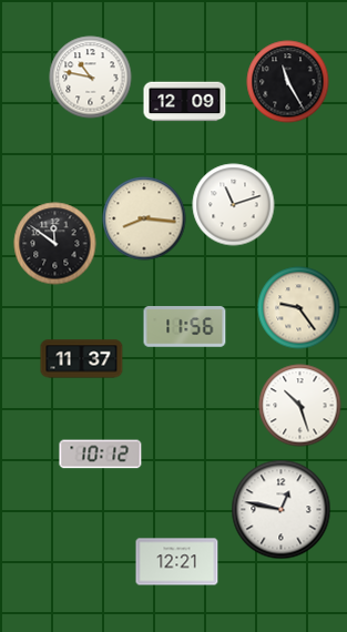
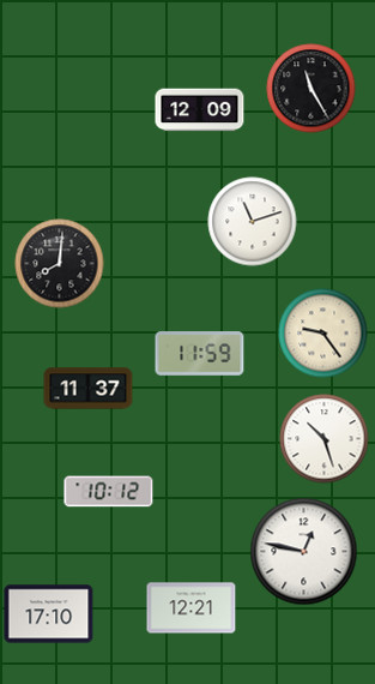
clock at (91, 78): 10:47 -> none
clock at (144, 218): 8:16 -> none
clock at (55, 244): 11:51 -> 8:01
clock at (185, 327): 11:56 -> 11:59
clock at (49, 614): none -> 17:10
